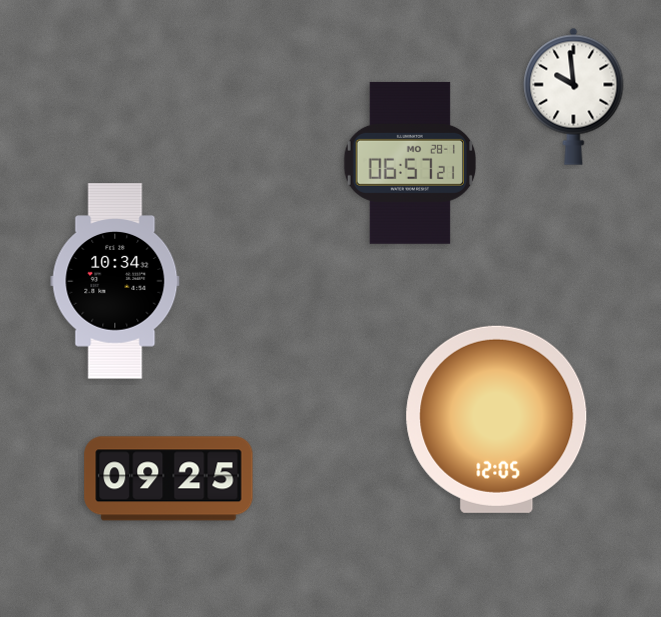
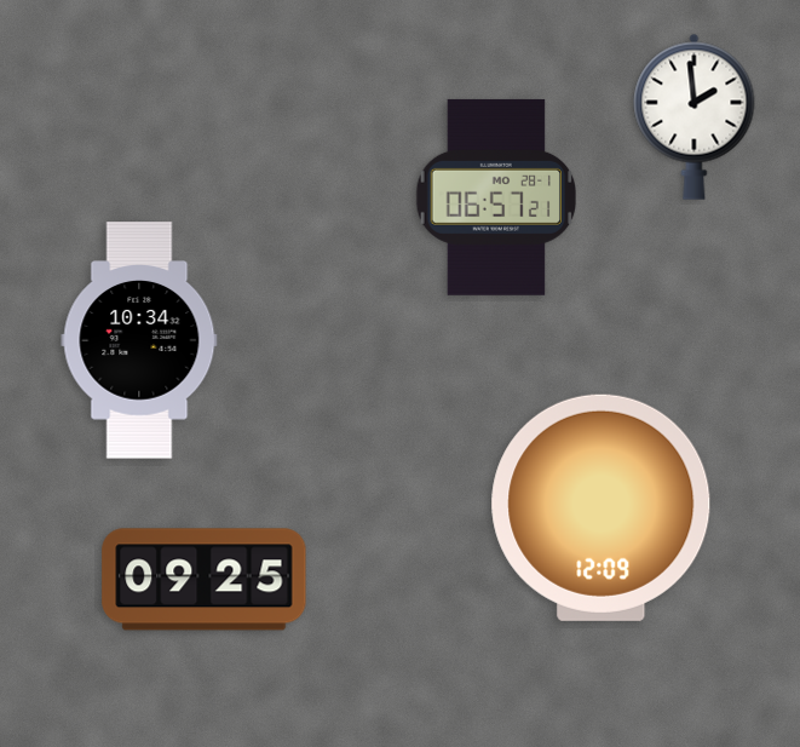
clock at (574, 96): 9:59 -> 1:59
clock at (497, 419): 12:05 -> 12:09
